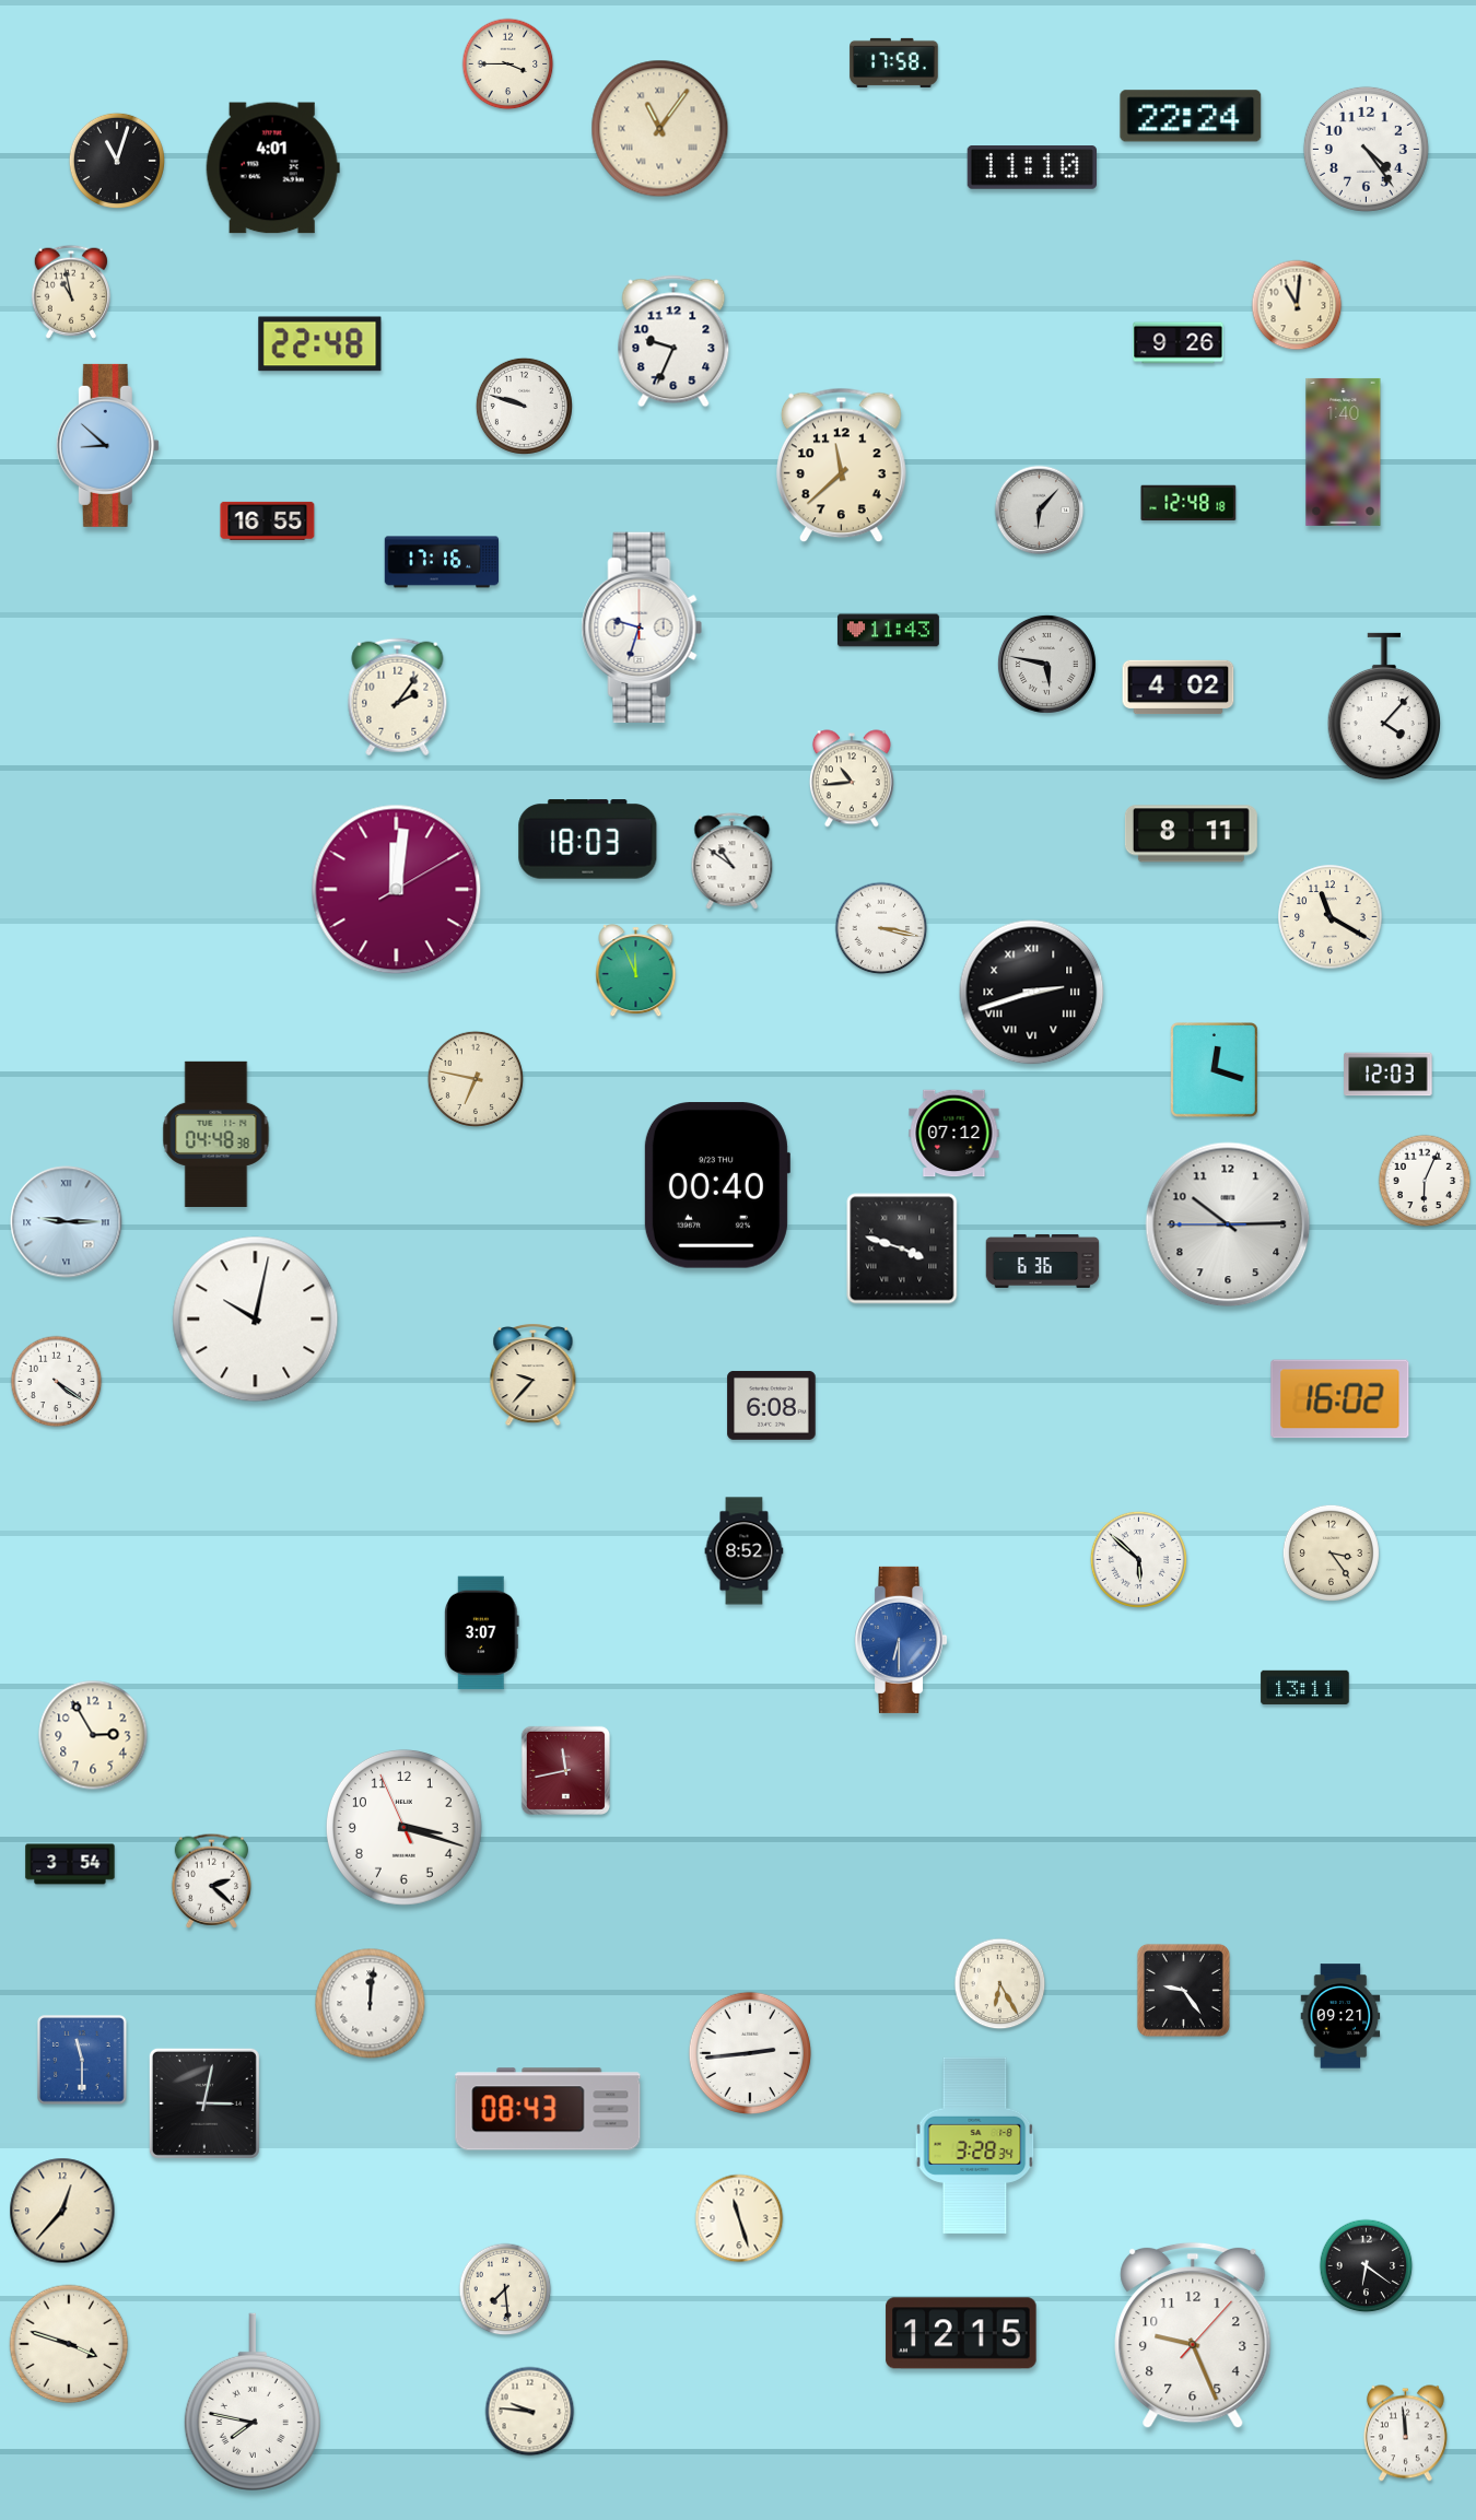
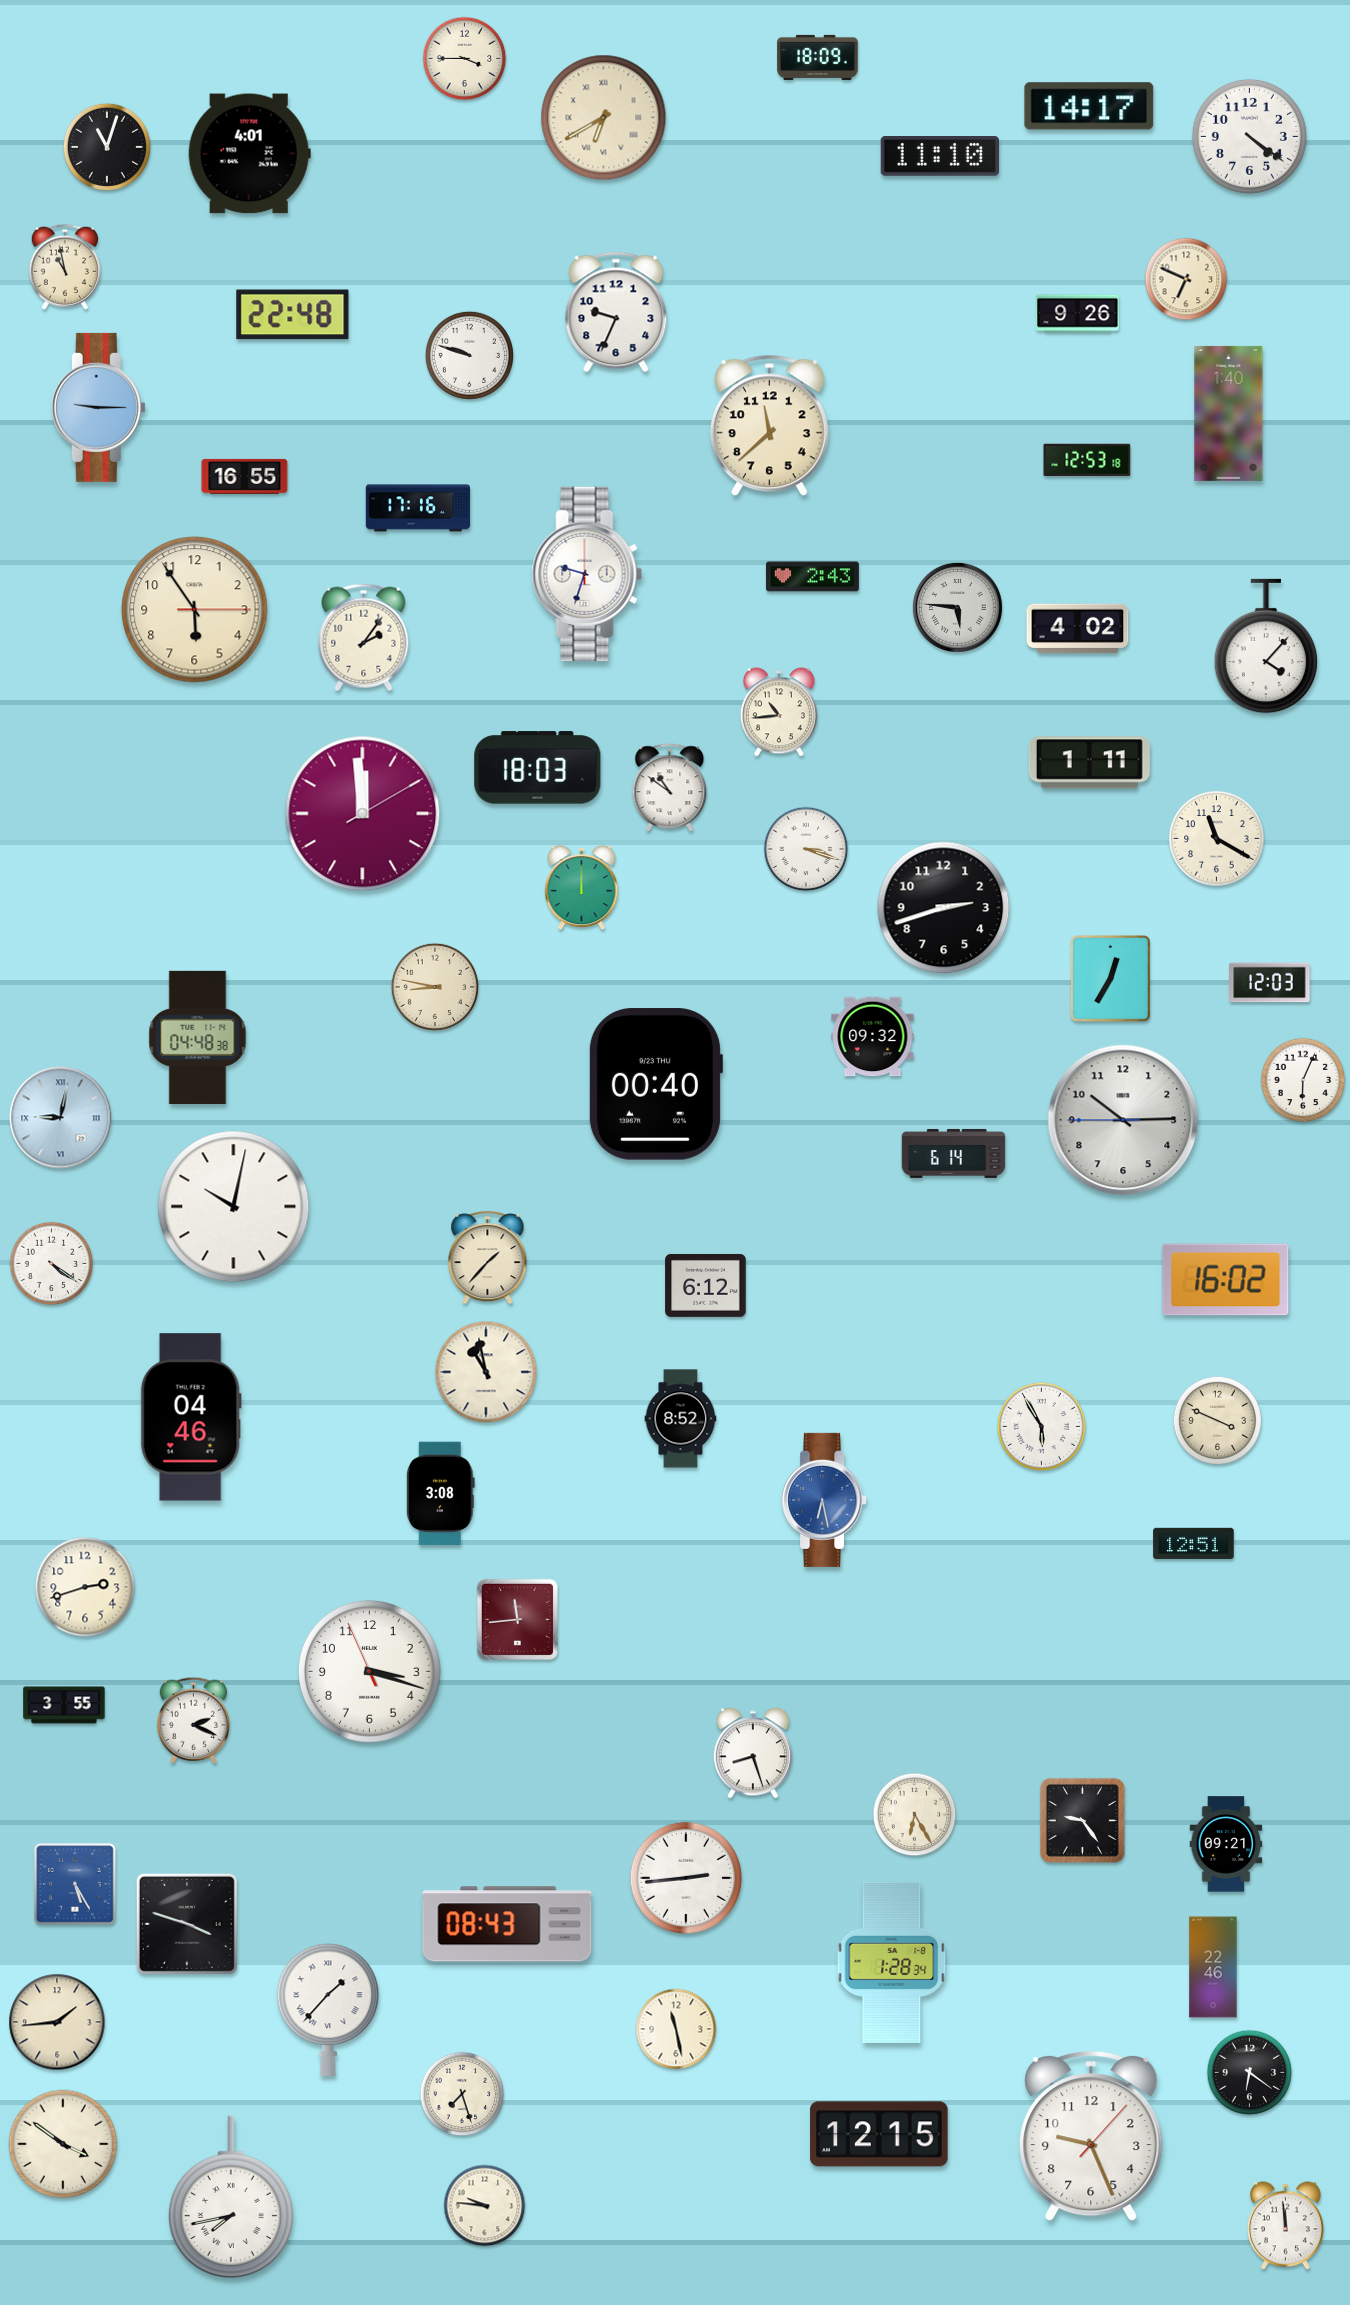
clock at (894, 62): 17:58 -> 18:09
clock at (1191, 116): 22:24 -> 14:17
clock at (660, 129): 11:06 -> 6:40
clock at (1366, 149): 4:24 -> 4:21
clock at (1031, 168) position: (1031, 168) -> (939, 157)
clock at (1297, 305): 11:01 -> 6:49
clock at (524, 406) position: (524, 406) -> (469, 355)
clock at (107, 445): 8:52 -> 9:15
clock at (1188, 503): 12:48 -> 12:53
clock at (1040, 511): 6:07 -> none
clock at (442, 562) position: (442, 562) -> (418, 508)
clock at (888, 631): 11:43 -> 2:43
clock at (1046, 664): 5:47 -> 5:46
clock at (195, 610): none -> 5:54
clock at (1191, 834): 8:11 -> 1:11
clock at (397, 890): 12:01 -> 11:59
clock at (881, 928): 3:17 -> 3:18
clock at (636, 972): 11:56 -> 12:00
clock at (1032, 993) numerals: Roman -> Arabic
clock at (1214, 1069): 12:18 -> 12:35
clock at (476, 1079): 6:47 -> 8:47
clock at (954, 1134): 07:12 -> 09:32
clock at (67, 1222): 9:15 -> 9:02
clock at (902, 1249): 3:48 -> none
clock at (1043, 1261): 6:36 -> 6:14
clock at (534, 1374): 9:37 -> 1:37
clock at (772, 1405): 6:08 -> 6:12
clock at (486, 1372): none -> 10:58
clock at (191, 1417): none -> 04:46
clock at (1331, 1552): 3:24 -> 3:49
clock at (1138, 1559): 5:52 -> 5:55
clock at (482, 1633): 3:07 -> 3:08
clock at (901, 1640): 6:30 -> 6:28
clock at (1305, 1687): 13:11 -> 12:51
clock at (93, 1735): 2:55 -> 2:42
clock at (565, 1770): 11:43 -> 11:44
clock at (70, 1864): 3:54 -> 3:55
clock at (212, 1880): 2:22 -> 2:19
clock at (753, 1753): none -> 8:27
clock at (371, 2004): 12:01 -> none
clock at (82, 2060): 11:30 -> 5:25
clock at (204, 2103): 3:02 -> 3:48
clock at (548, 2109) position: (548, 2109) -> (507, 1924)
clock at (975, 2145): 3:28 -> 1:28
clock at (1213, 1967): none -> 22:46
clock at (328, 2009): none -> 1:37
clock at (62, 2211): 12:37 -> 1:44
clock at (739, 2218): 11:27 -> 11:28
clock at (505, 2289): 7:29 -> 7:27
clock at (69, 2344): 3:48 -> 3:51
clock at (253, 2402): 7:47 -> 7:43
